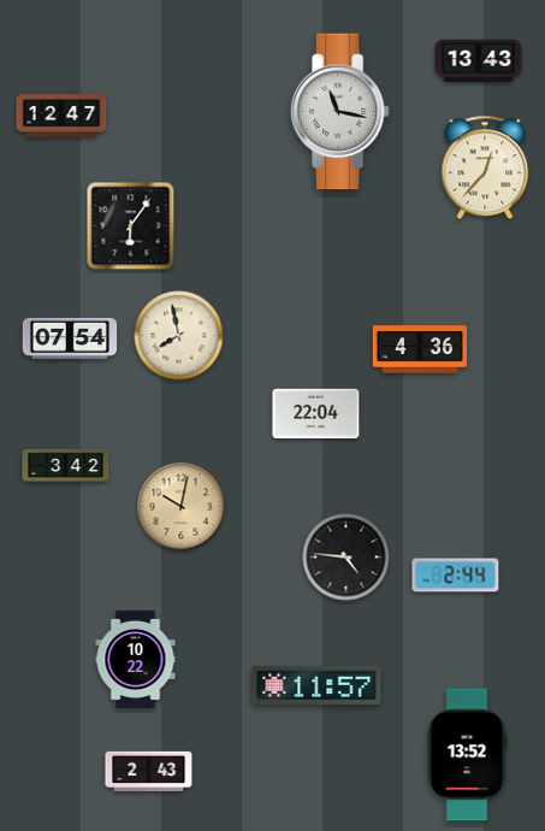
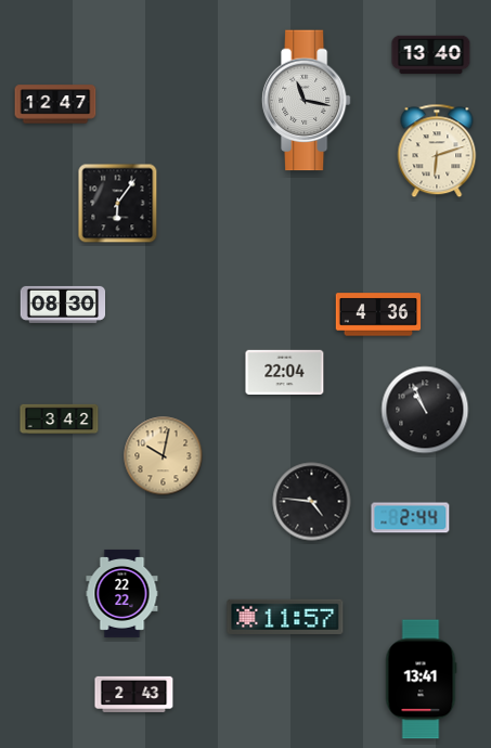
clock at (479, 61): 13:43 -> 13:40
clock at (485, 167): 12:37 -> 6:12
clock at (179, 336): 7:58 -> none
clock at (70, 338): 07:54 -> 08:30
clock at (425, 410): none -> 10:56
clock at (136, 659): 10:22 -> 22:22
clock at (467, 755): 13:52 -> 13:41
